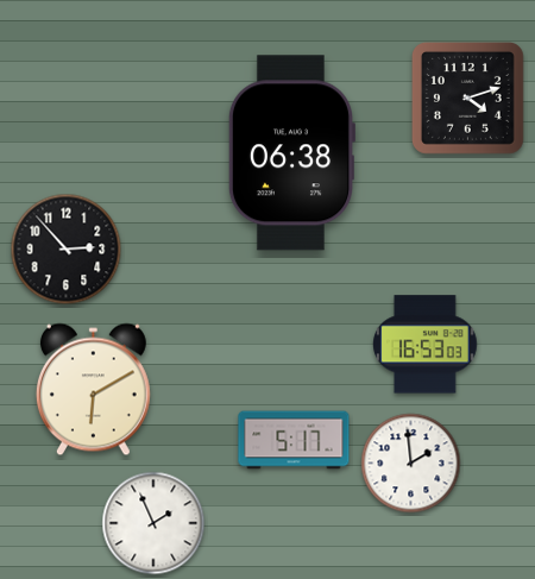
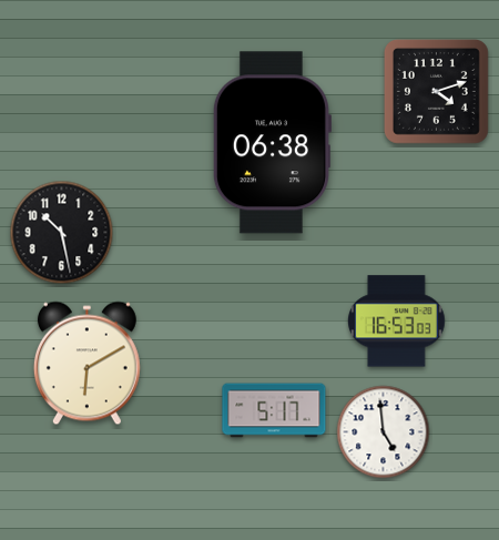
clock at (67, 250): 2:53 -> 10:28
clock at (411, 464): 1:59 -> 4:59
clock at (153, 523): 1:56 -> none
